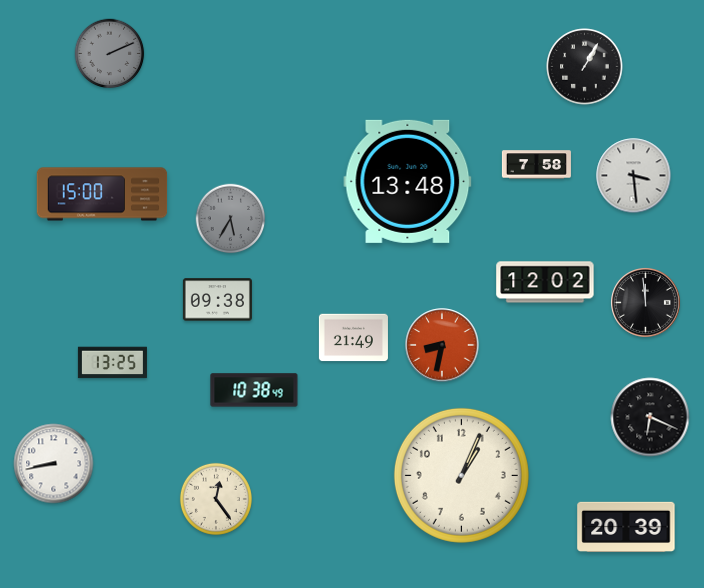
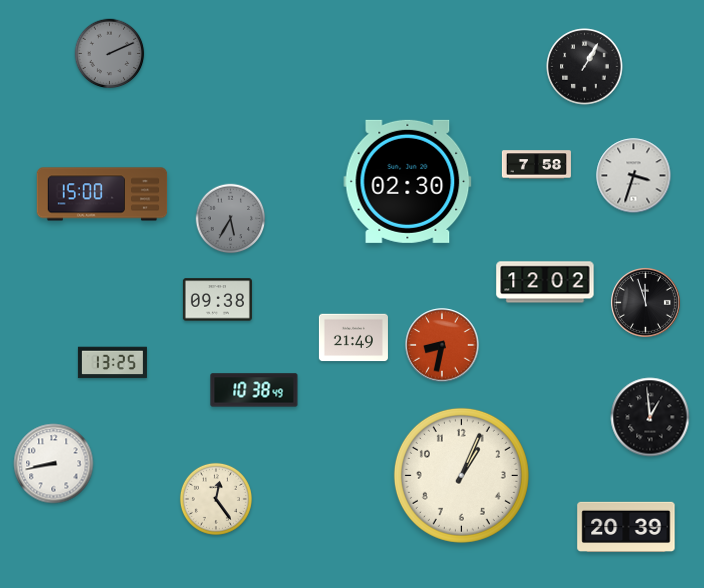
clock at (634, 176): 3:29 -> 3:33
clock at (408, 181): 13:48 -> 02:30
clock at (646, 303): 11:59 -> 11:57
clock at (650, 417): 6:19 -> 12:59
